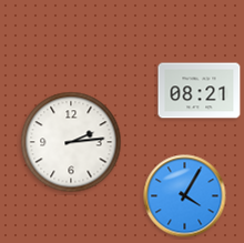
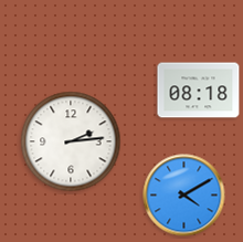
clock at (200, 91): 08:21 -> 08:18
clock at (185, 196): 4:05 -> 4:10
